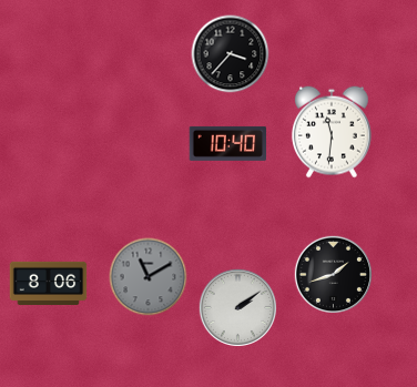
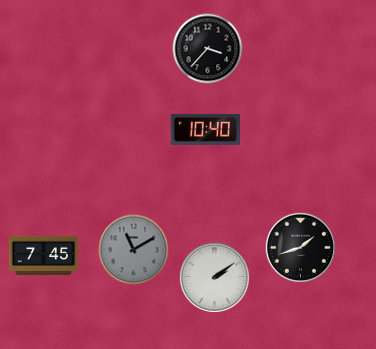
clock at (332, 132): 11:31 -> none
clock at (49, 283): 8:06 -> 7:45
